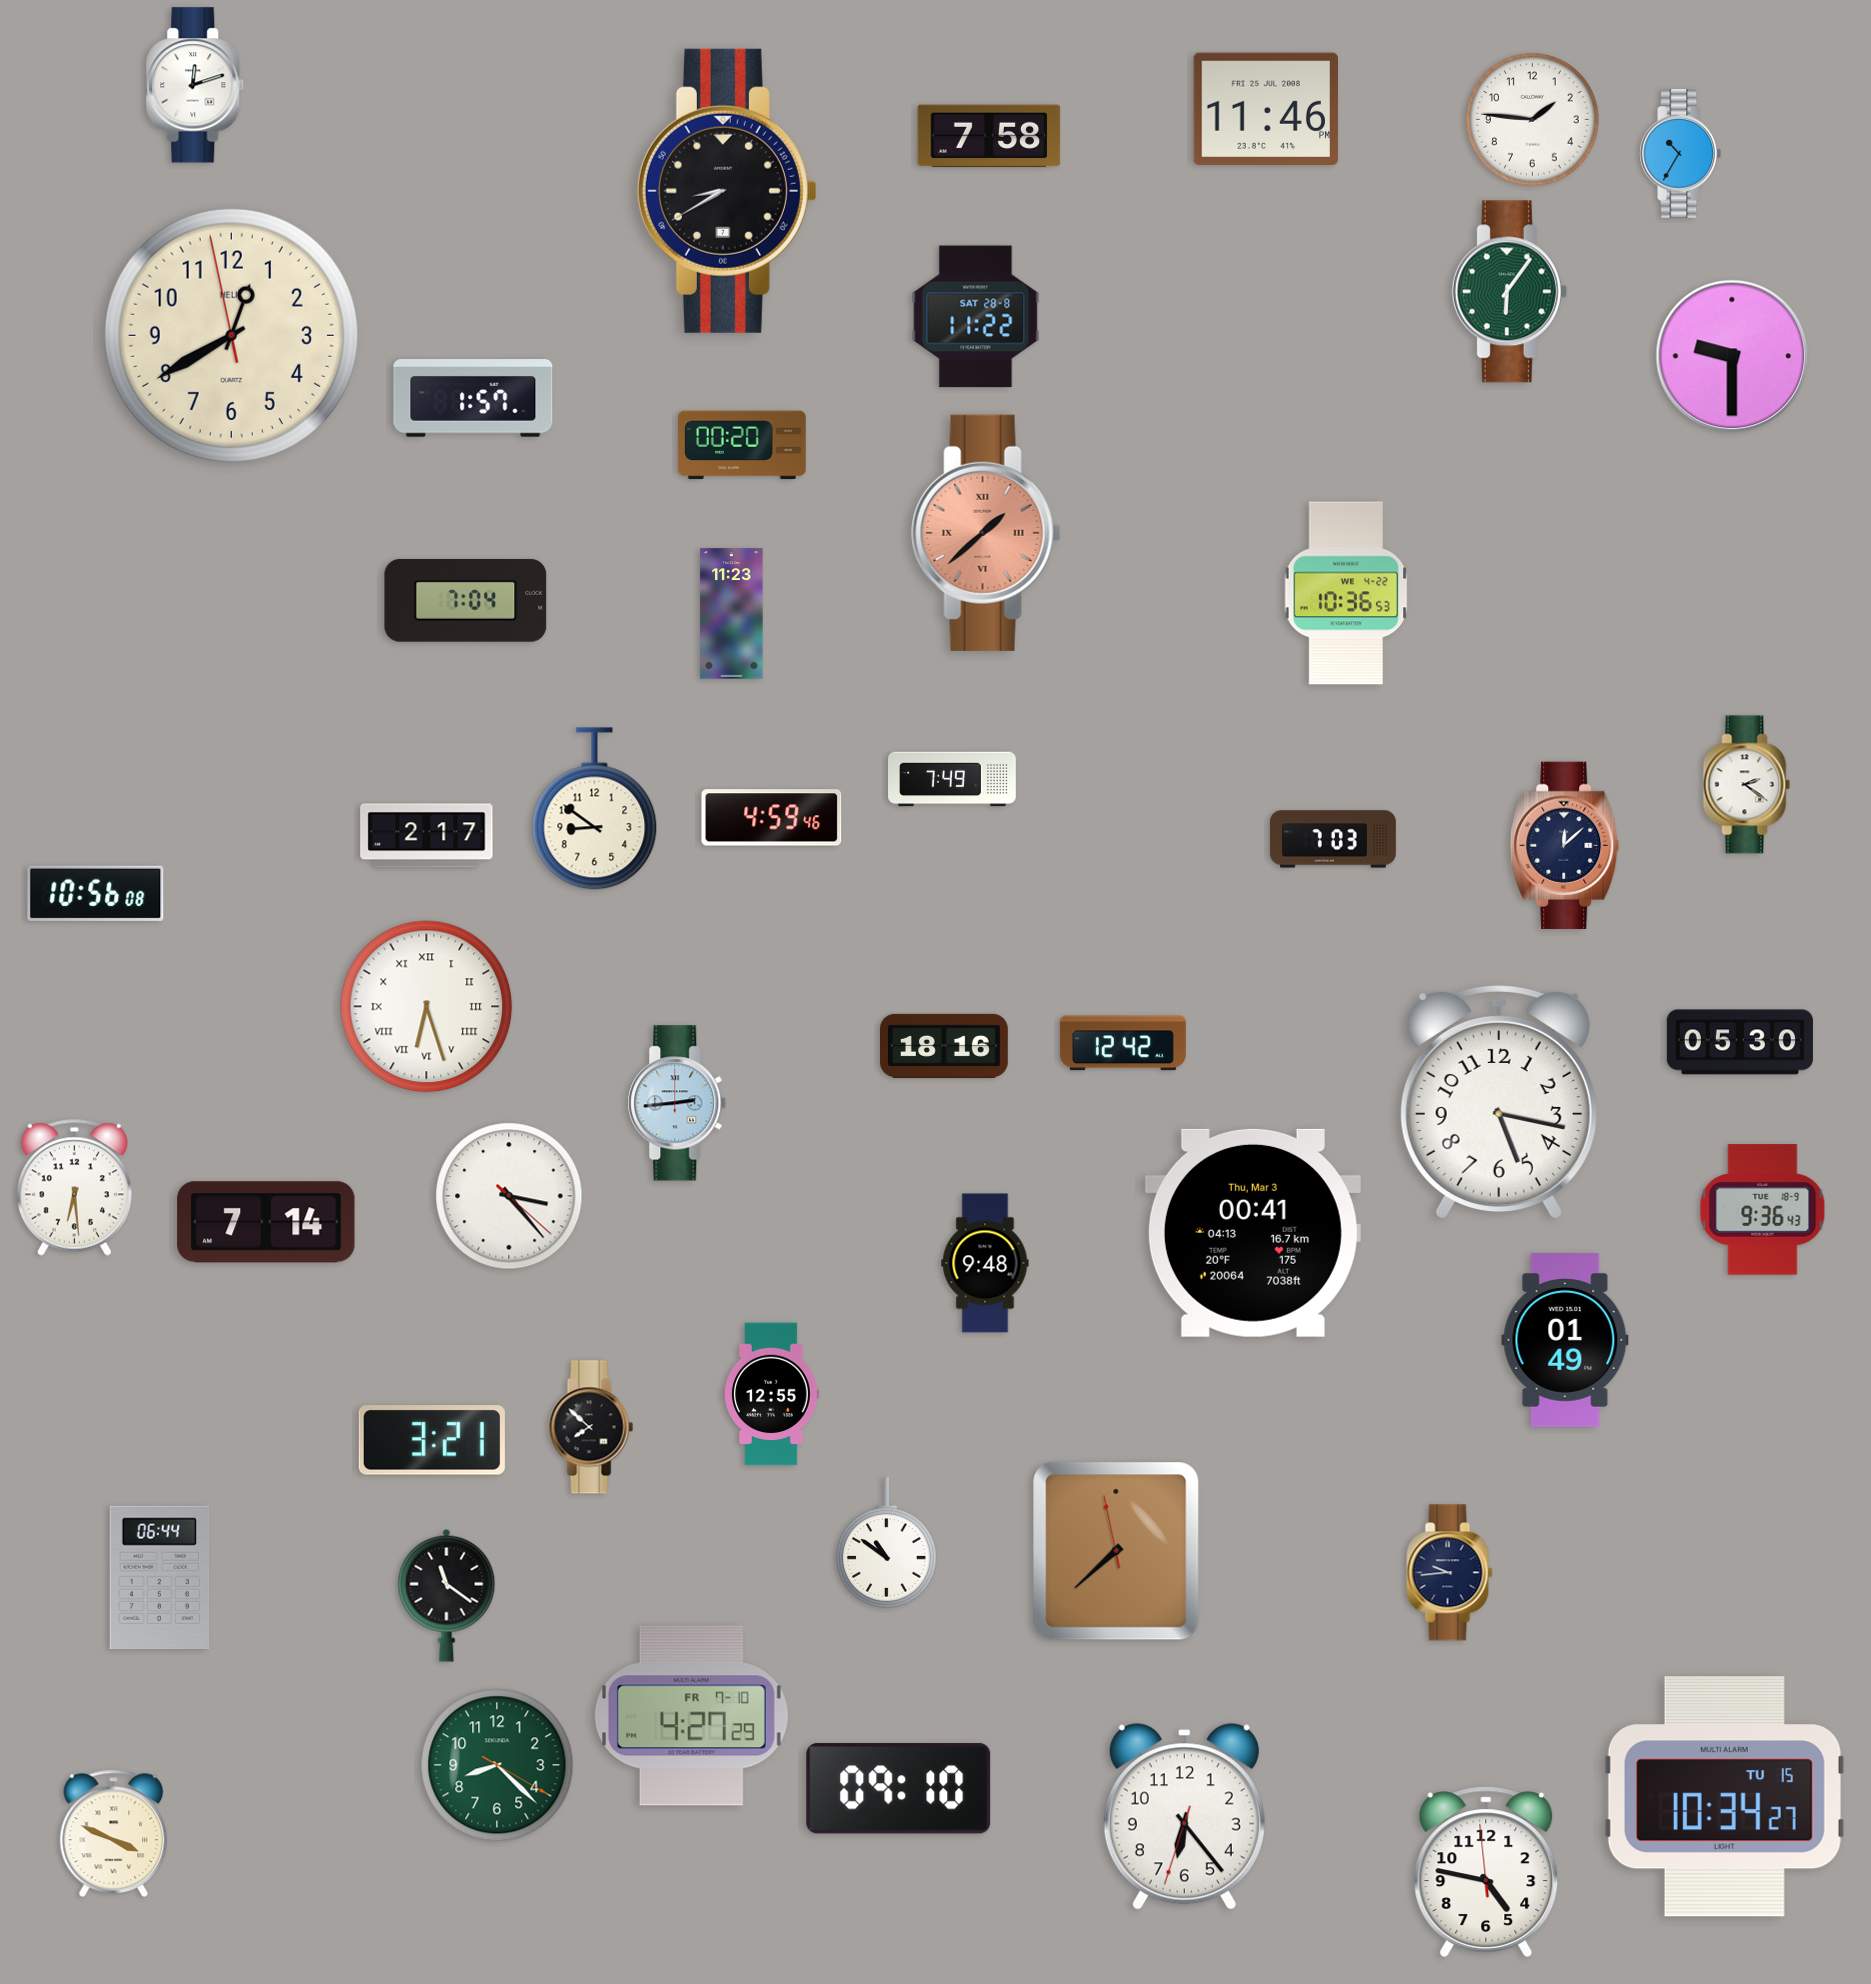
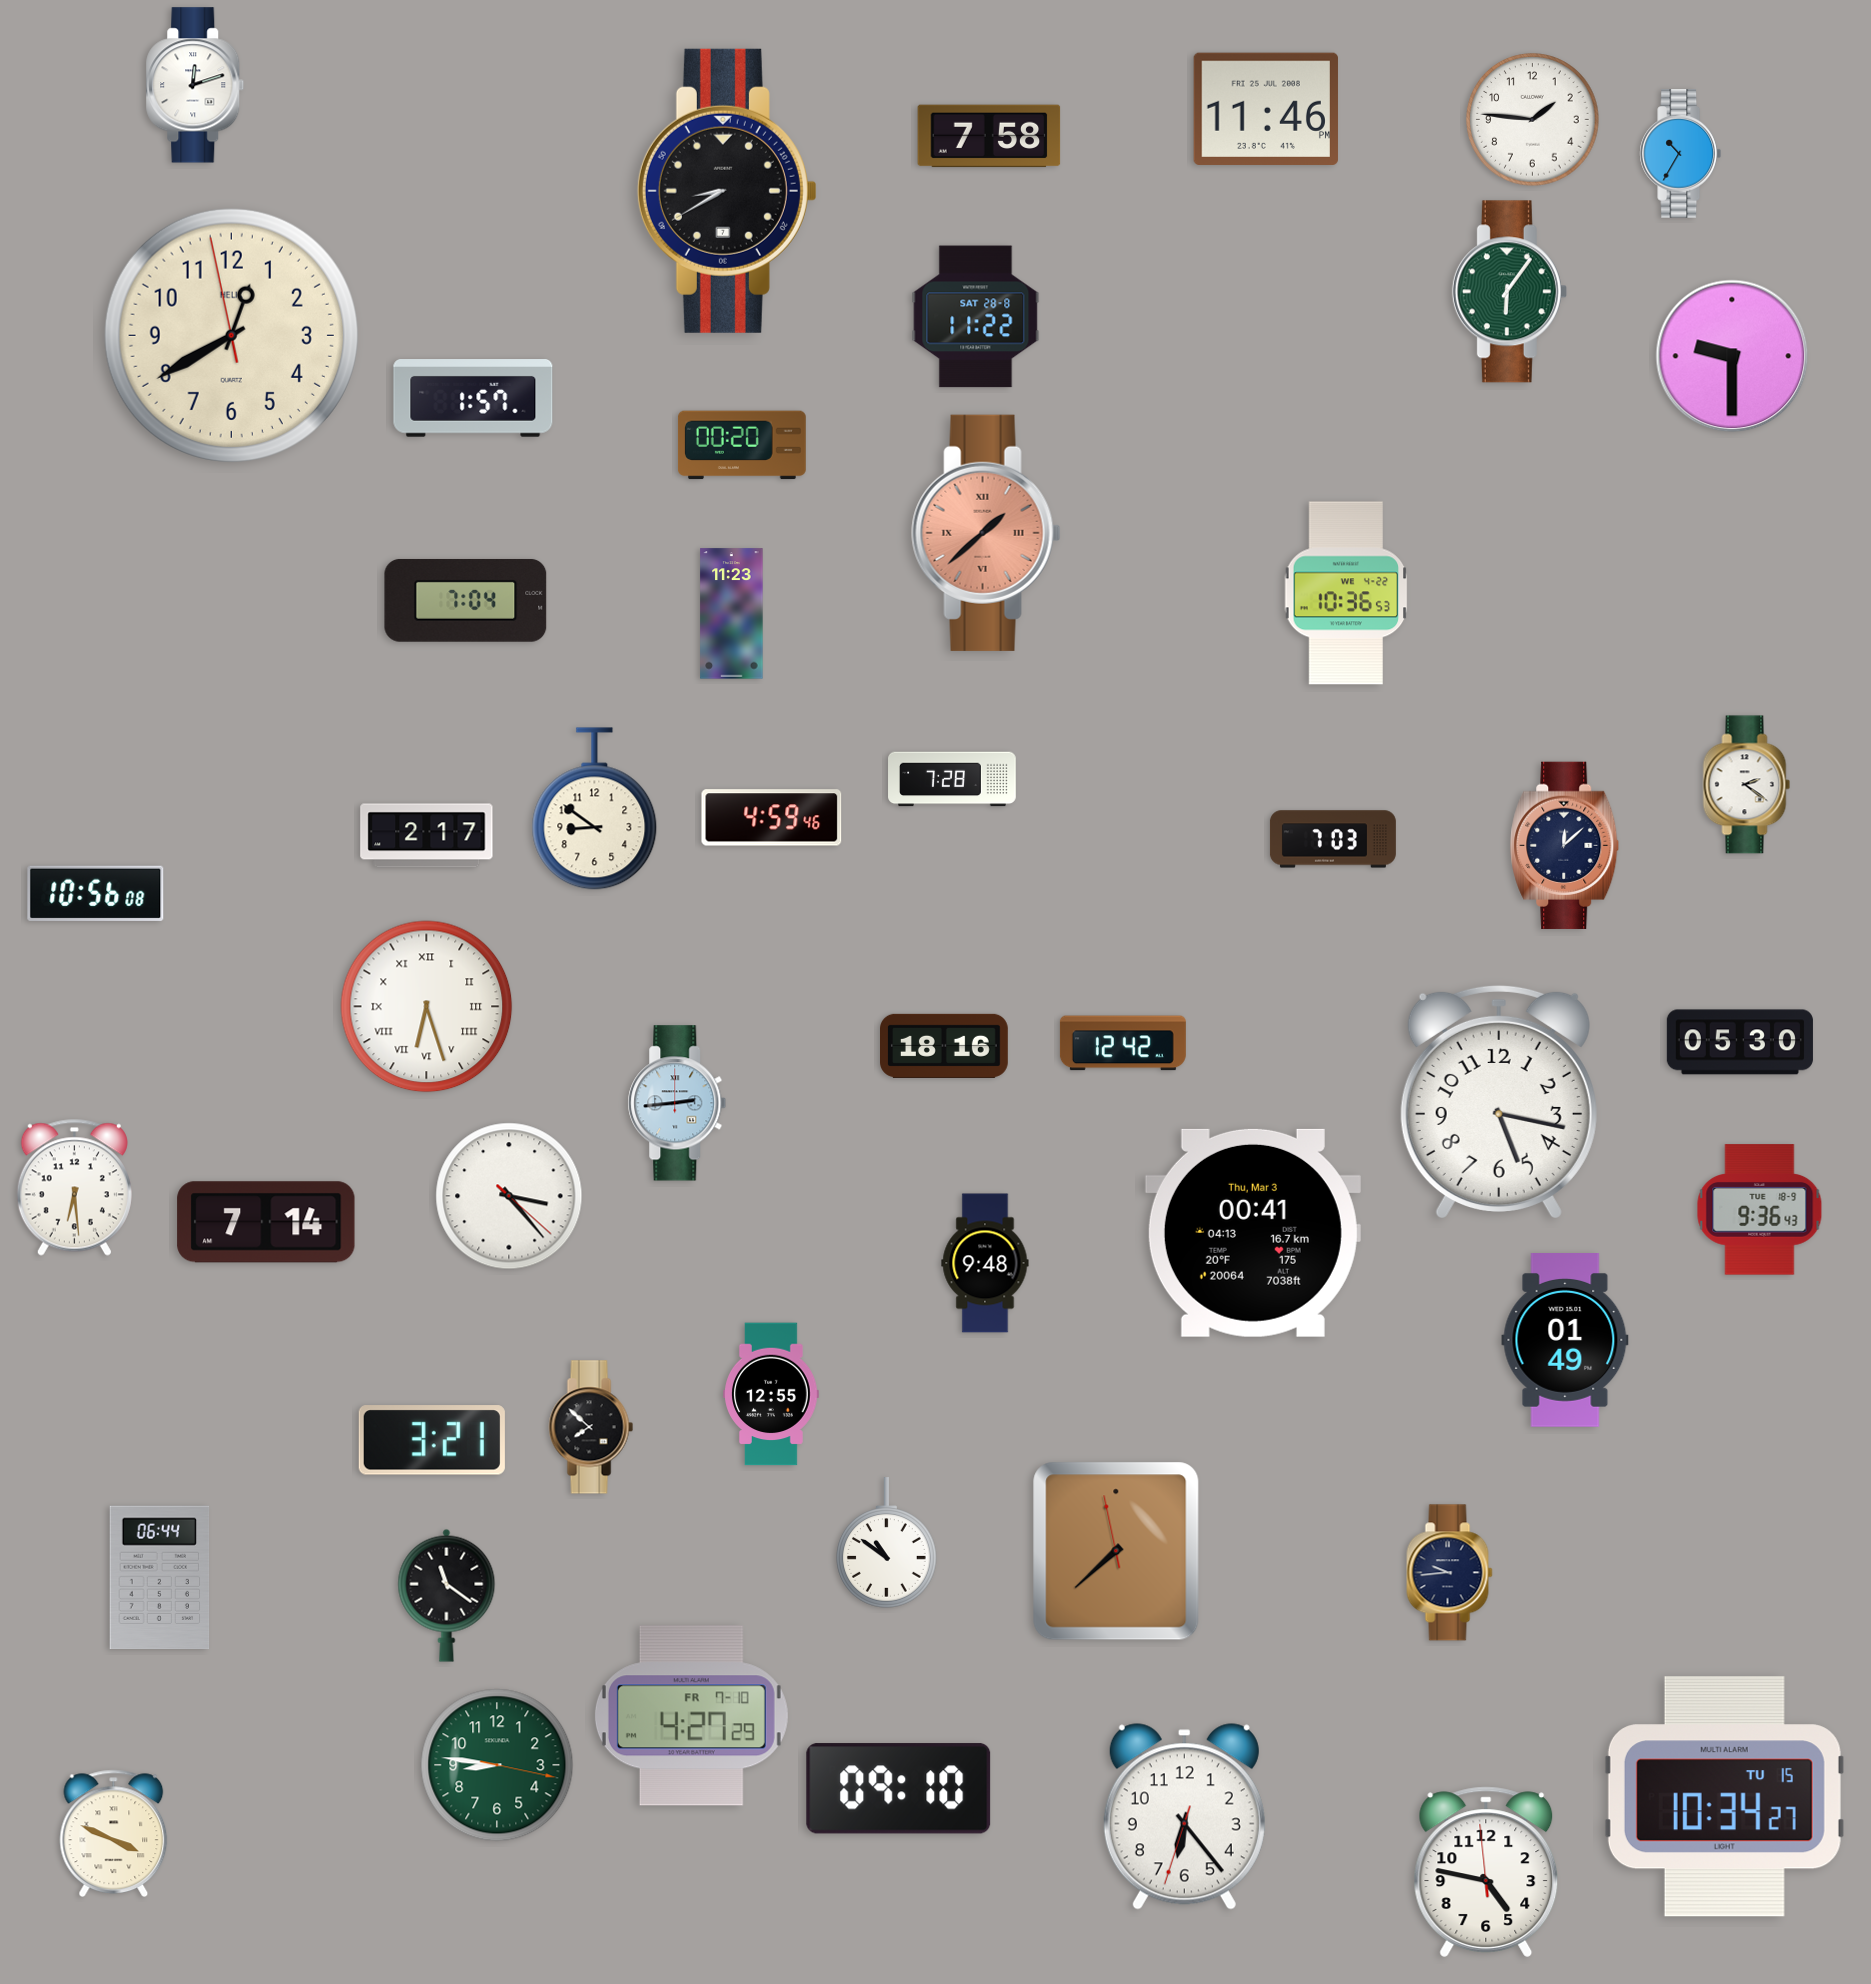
clock at (952, 779): 7:49 -> 7:28
clock at (1763, 1210) position: (1763, 1210) -> (1760, 1210)
clock at (497, 1765): 8:22 -> 8:46
